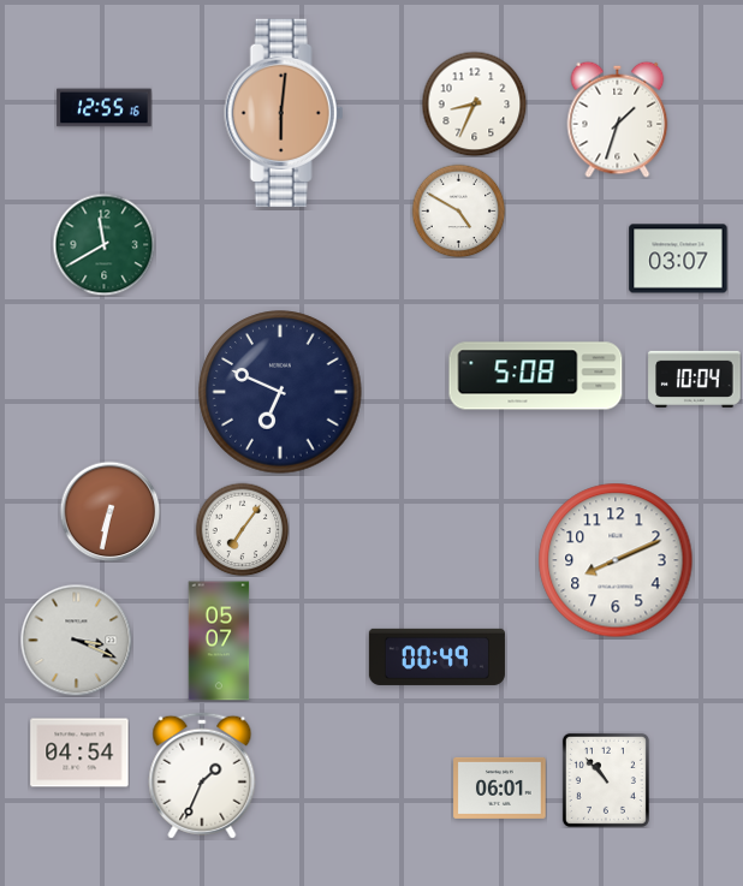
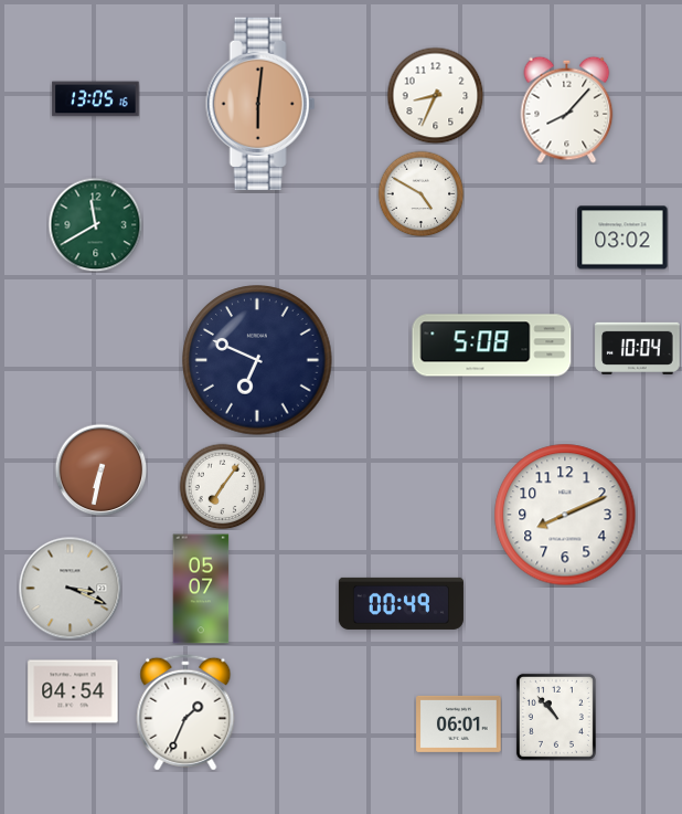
clock at (105, 108): 12:55 -> 13:05
clock at (618, 119): 1:33 -> 8:07
clock at (678, 258): 03:07 -> 03:02
